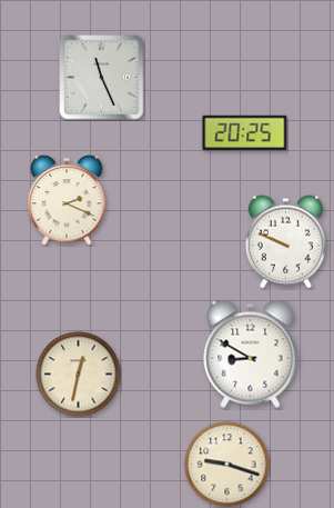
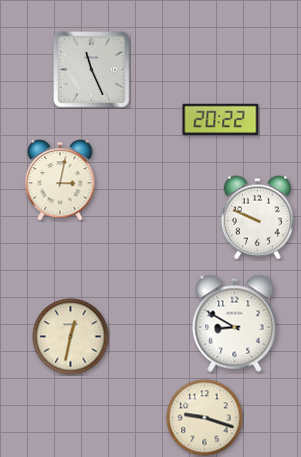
clock at (245, 132): 20:25 -> 20:22
clock at (67, 200): 2:19 -> 3:02
clock at (251, 353) position: (251, 353) -> (235, 323)
